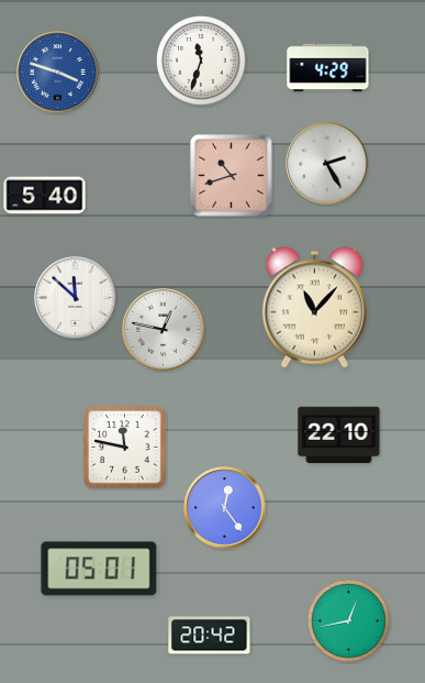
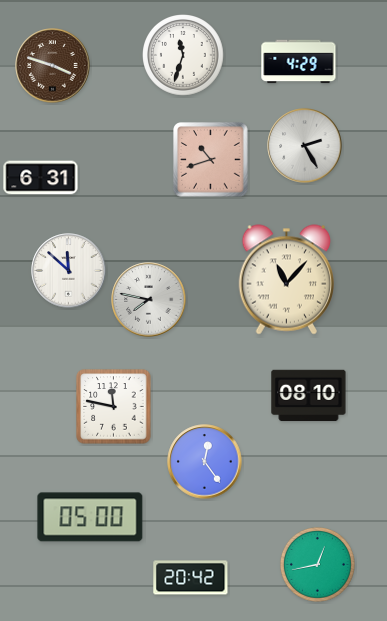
clock at (58, 73) dial: blue -> brown
clock at (327, 164) position: (327, 164) -> (305, 146)
clock at (45, 196): 5:40 -> 6:31
clock at (164, 330): 12:47 -> 7:47
clock at (339, 436): 22:10 -> 08:10
clock at (99, 569): 05:01 -> 05:00
